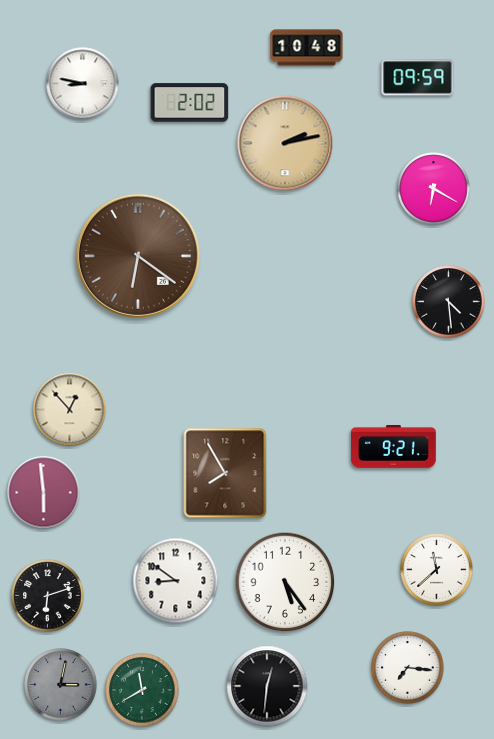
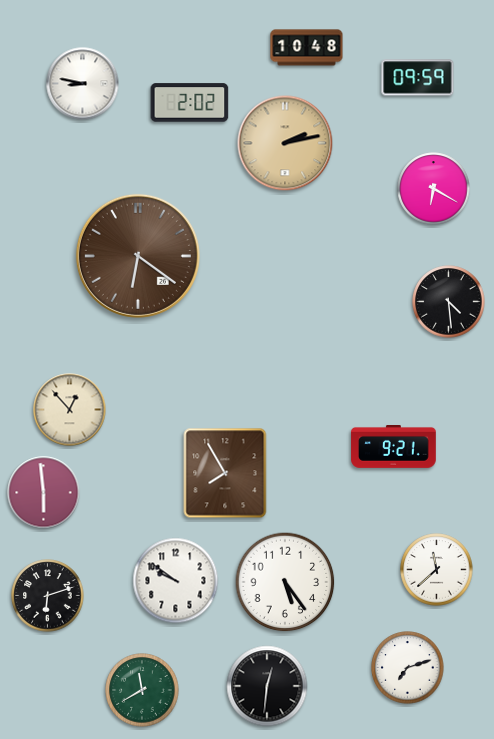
clock at (176, 581): 8:51 -> 9:51
clock at (408, 668): 7:16 -> 7:12
clock at (61, 685): 3:02 -> none
